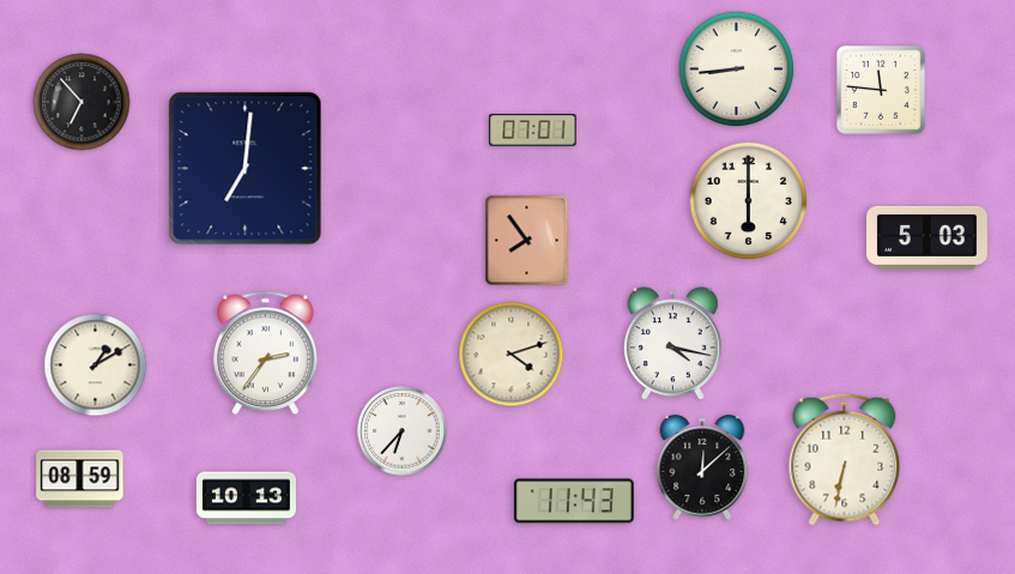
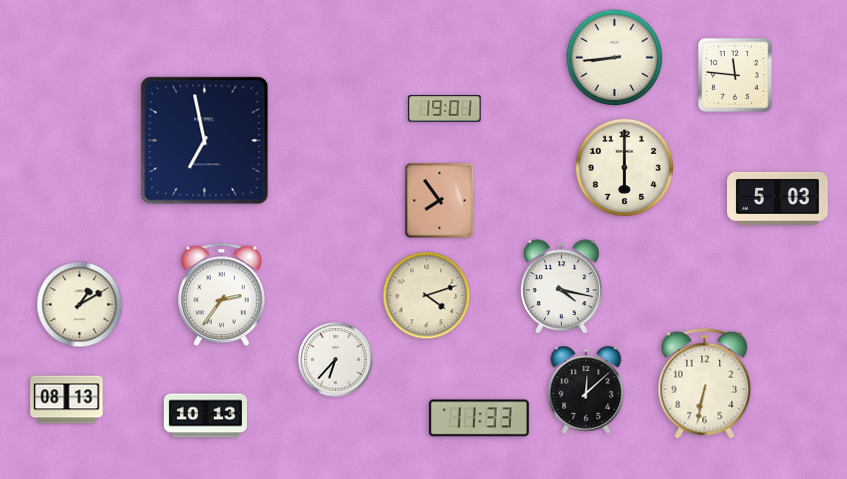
clock at (81, 102): 6:53 -> none
clock at (533, 131): 07:01 -> 19:01
clock at (246, 169): 7:01 -> 6:58
clock at (928, 237) position: (928, 237) -> (778, 198)
clock at (80, 479): 08:59 -> 08:13
clock at (574, 501): 11:43 -> 11:33
